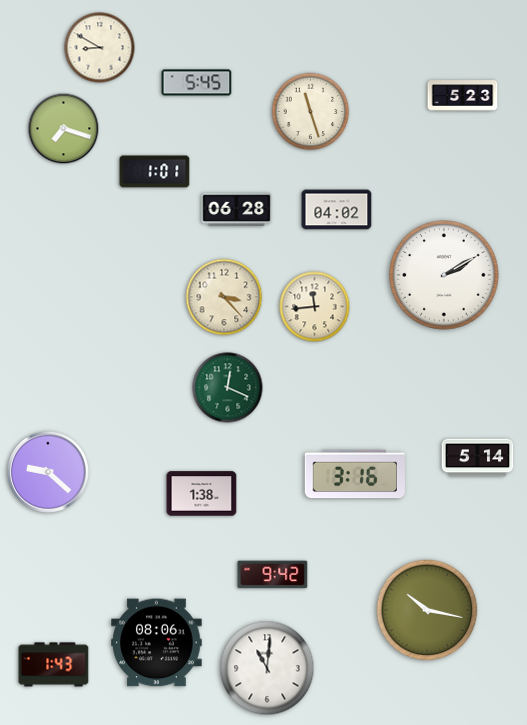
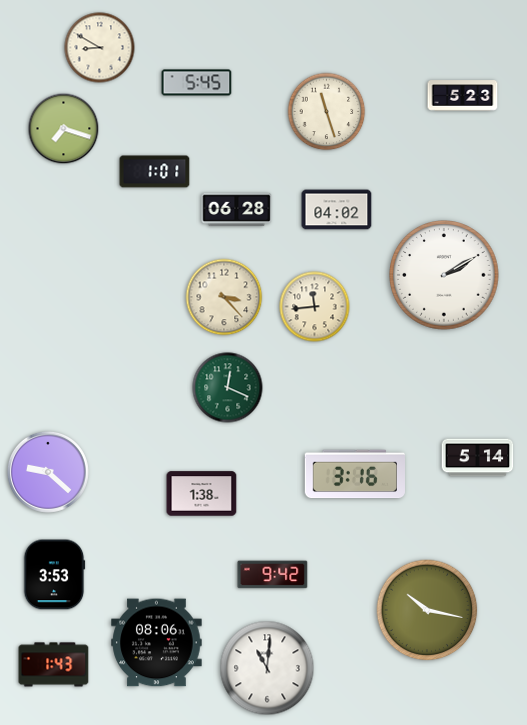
clock at (311, 112) position: (311, 112) -> (327, 112)
clock at (54, 575): none -> 3:53
